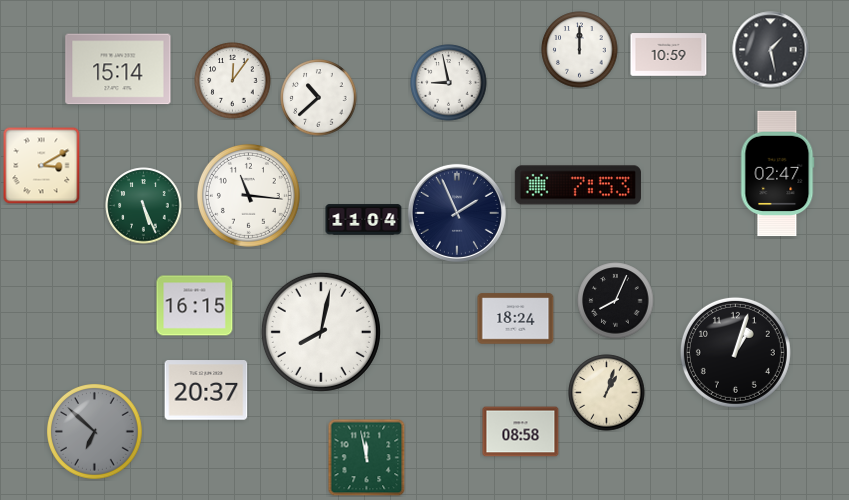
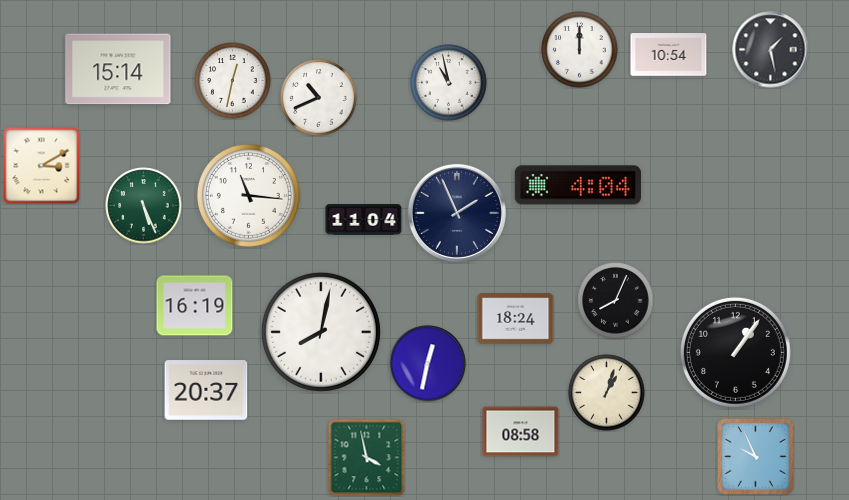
clock at (669, 55): 10:59 -> 10:54
clock at (233, 81): 12:06 -> 12:32
clock at (449, 83): 8:58 -> 10:58
clock at (319, 98): 10:38 -> 10:41
clock at (778, 174): 02:47 -> none
clock at (578, 185): 7:53 -> 4:04
clock at (195, 306): 16:15 -> 16:19
clock at (735, 352): 1:03 -> 1:06
clock at (428, 364): none -> 12:32
clock at (95, 432): 6:52 -> none
clock at (366, 457): 11:58 -> 3:58
clock at (756, 457): none -> 9:56
